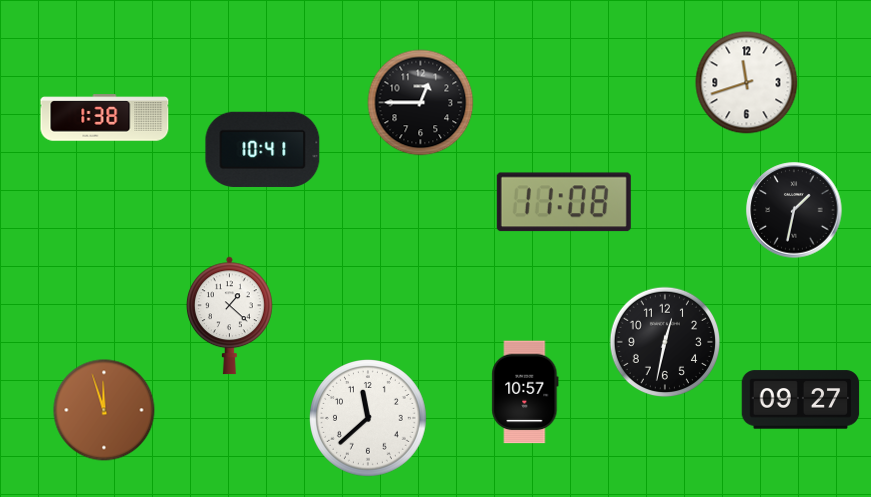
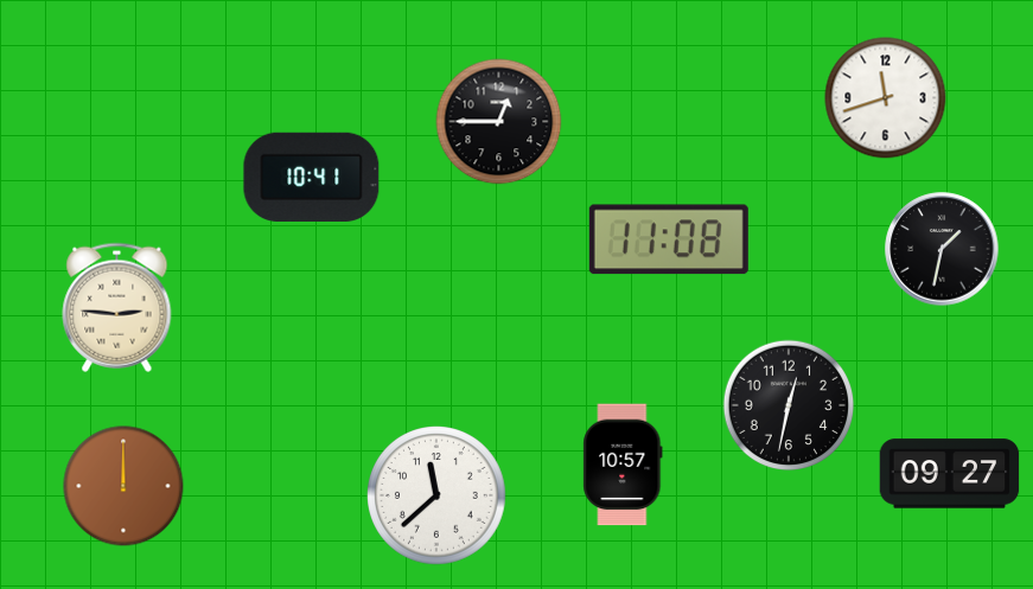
clock at (105, 118): 1:38 -> none
clock at (117, 307): none -> 2:46
clock at (229, 316): 1:22 -> none
clock at (104, 410): 11:57 -> 12:00
